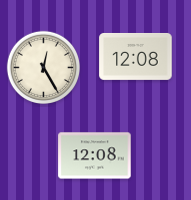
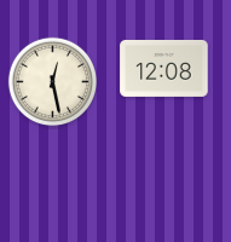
clock at (43, 67): 12:25 -> 12:28
clock at (95, 156): 12:08 -> none
